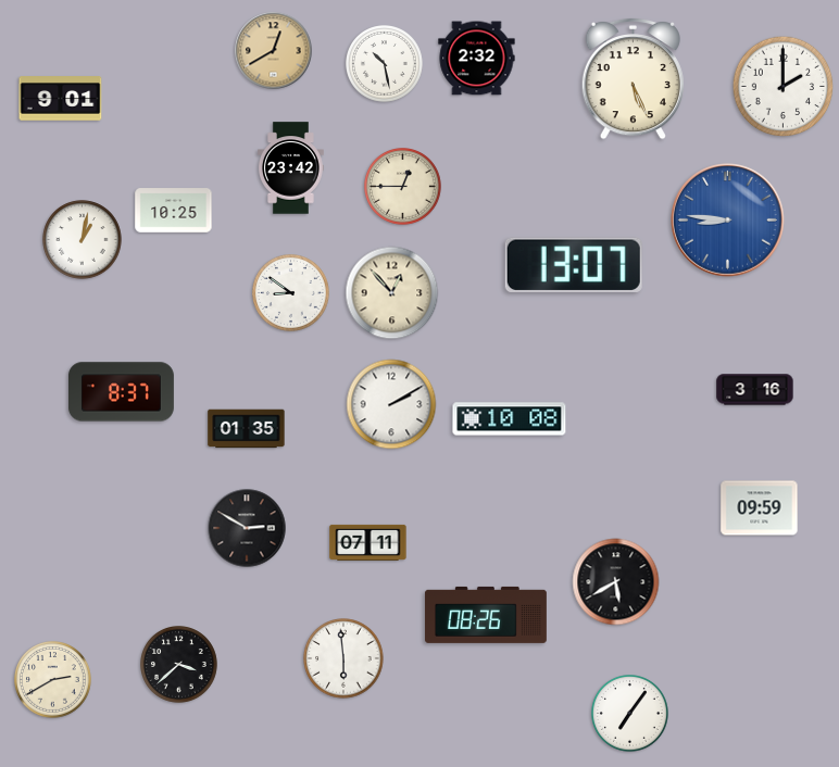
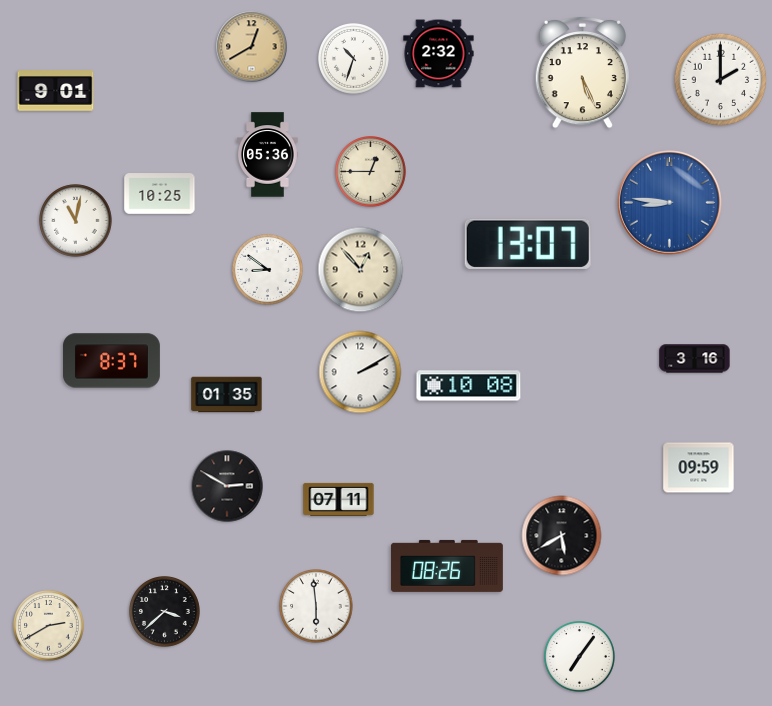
clock at (385, 64): 10:28 -> 10:33
clock at (290, 168): 23:42 -> 05:36
clock at (83, 240): 1:02 -> 11:02
clock at (616, 582) position: (616, 582) -> (562, 536)
